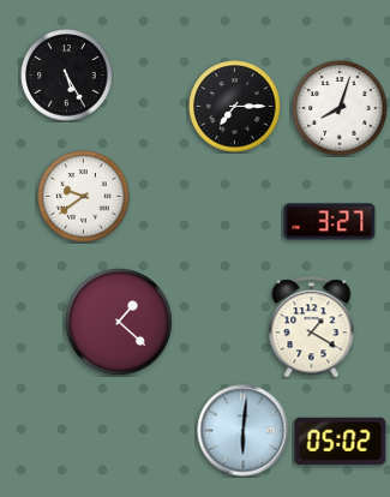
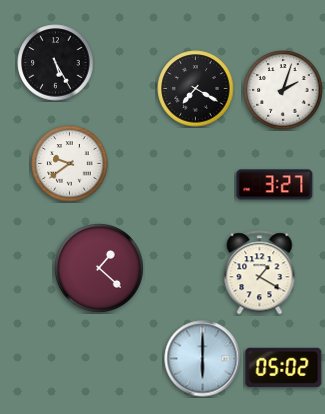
clock at (235, 107): 7:15 -> 7:20
clock at (340, 108): 8:03 -> 2:03
clock at (244, 431): 6:01 -> 6:00
